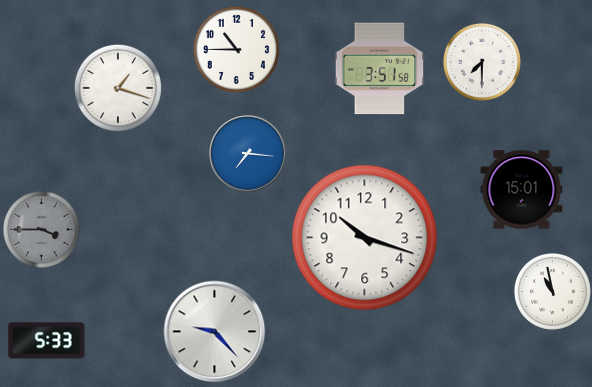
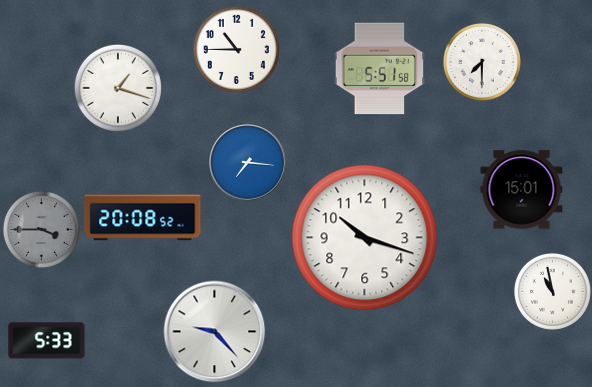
clock at (380, 69): 3:51 -> 5:51
clock at (248, 154) position: (248, 154) -> (248, 163)
clock at (143, 218): none -> 20:08
